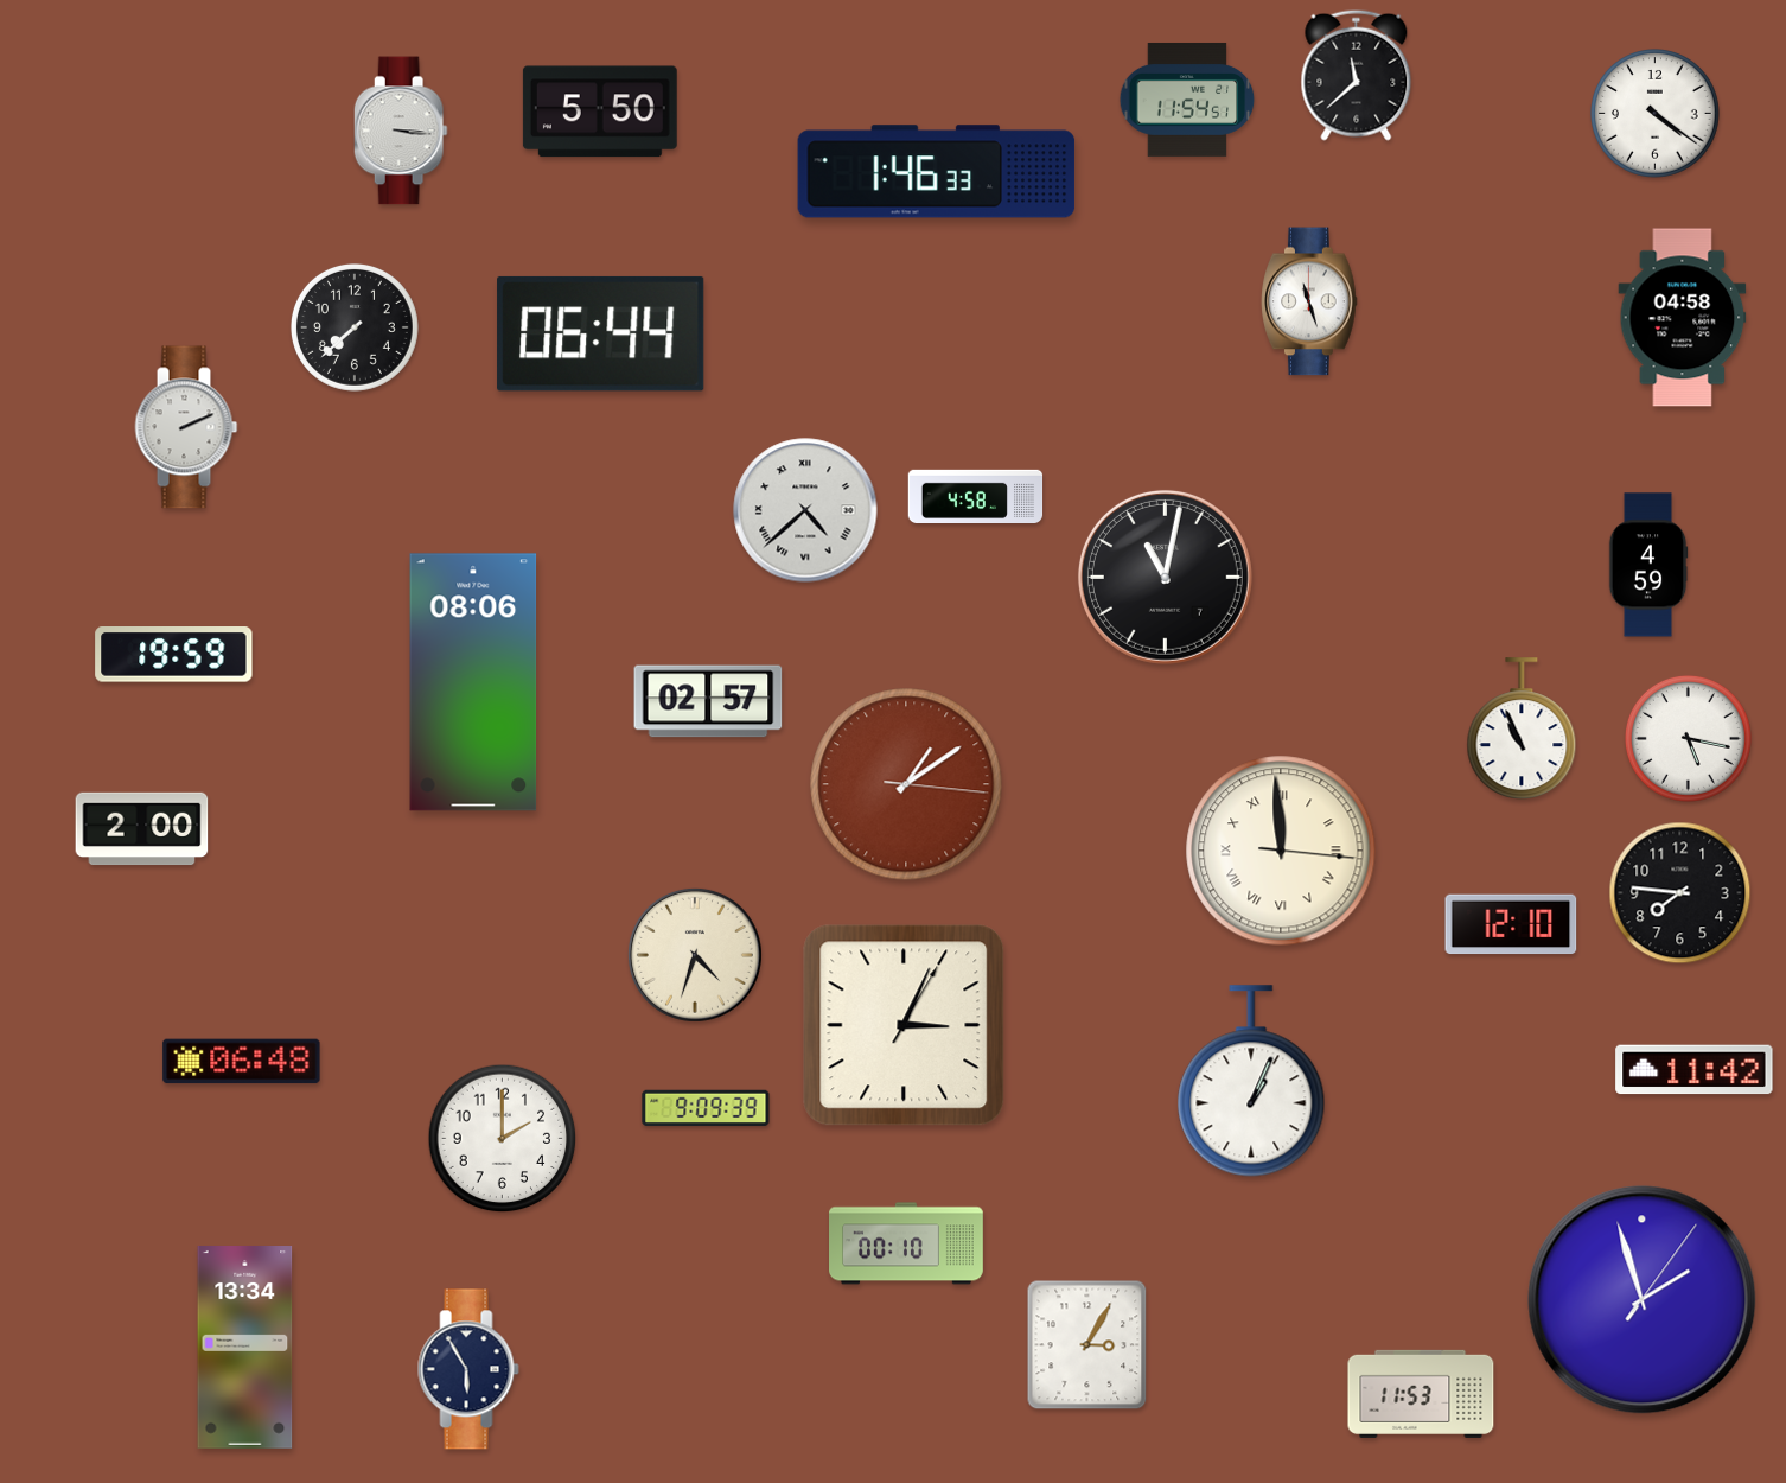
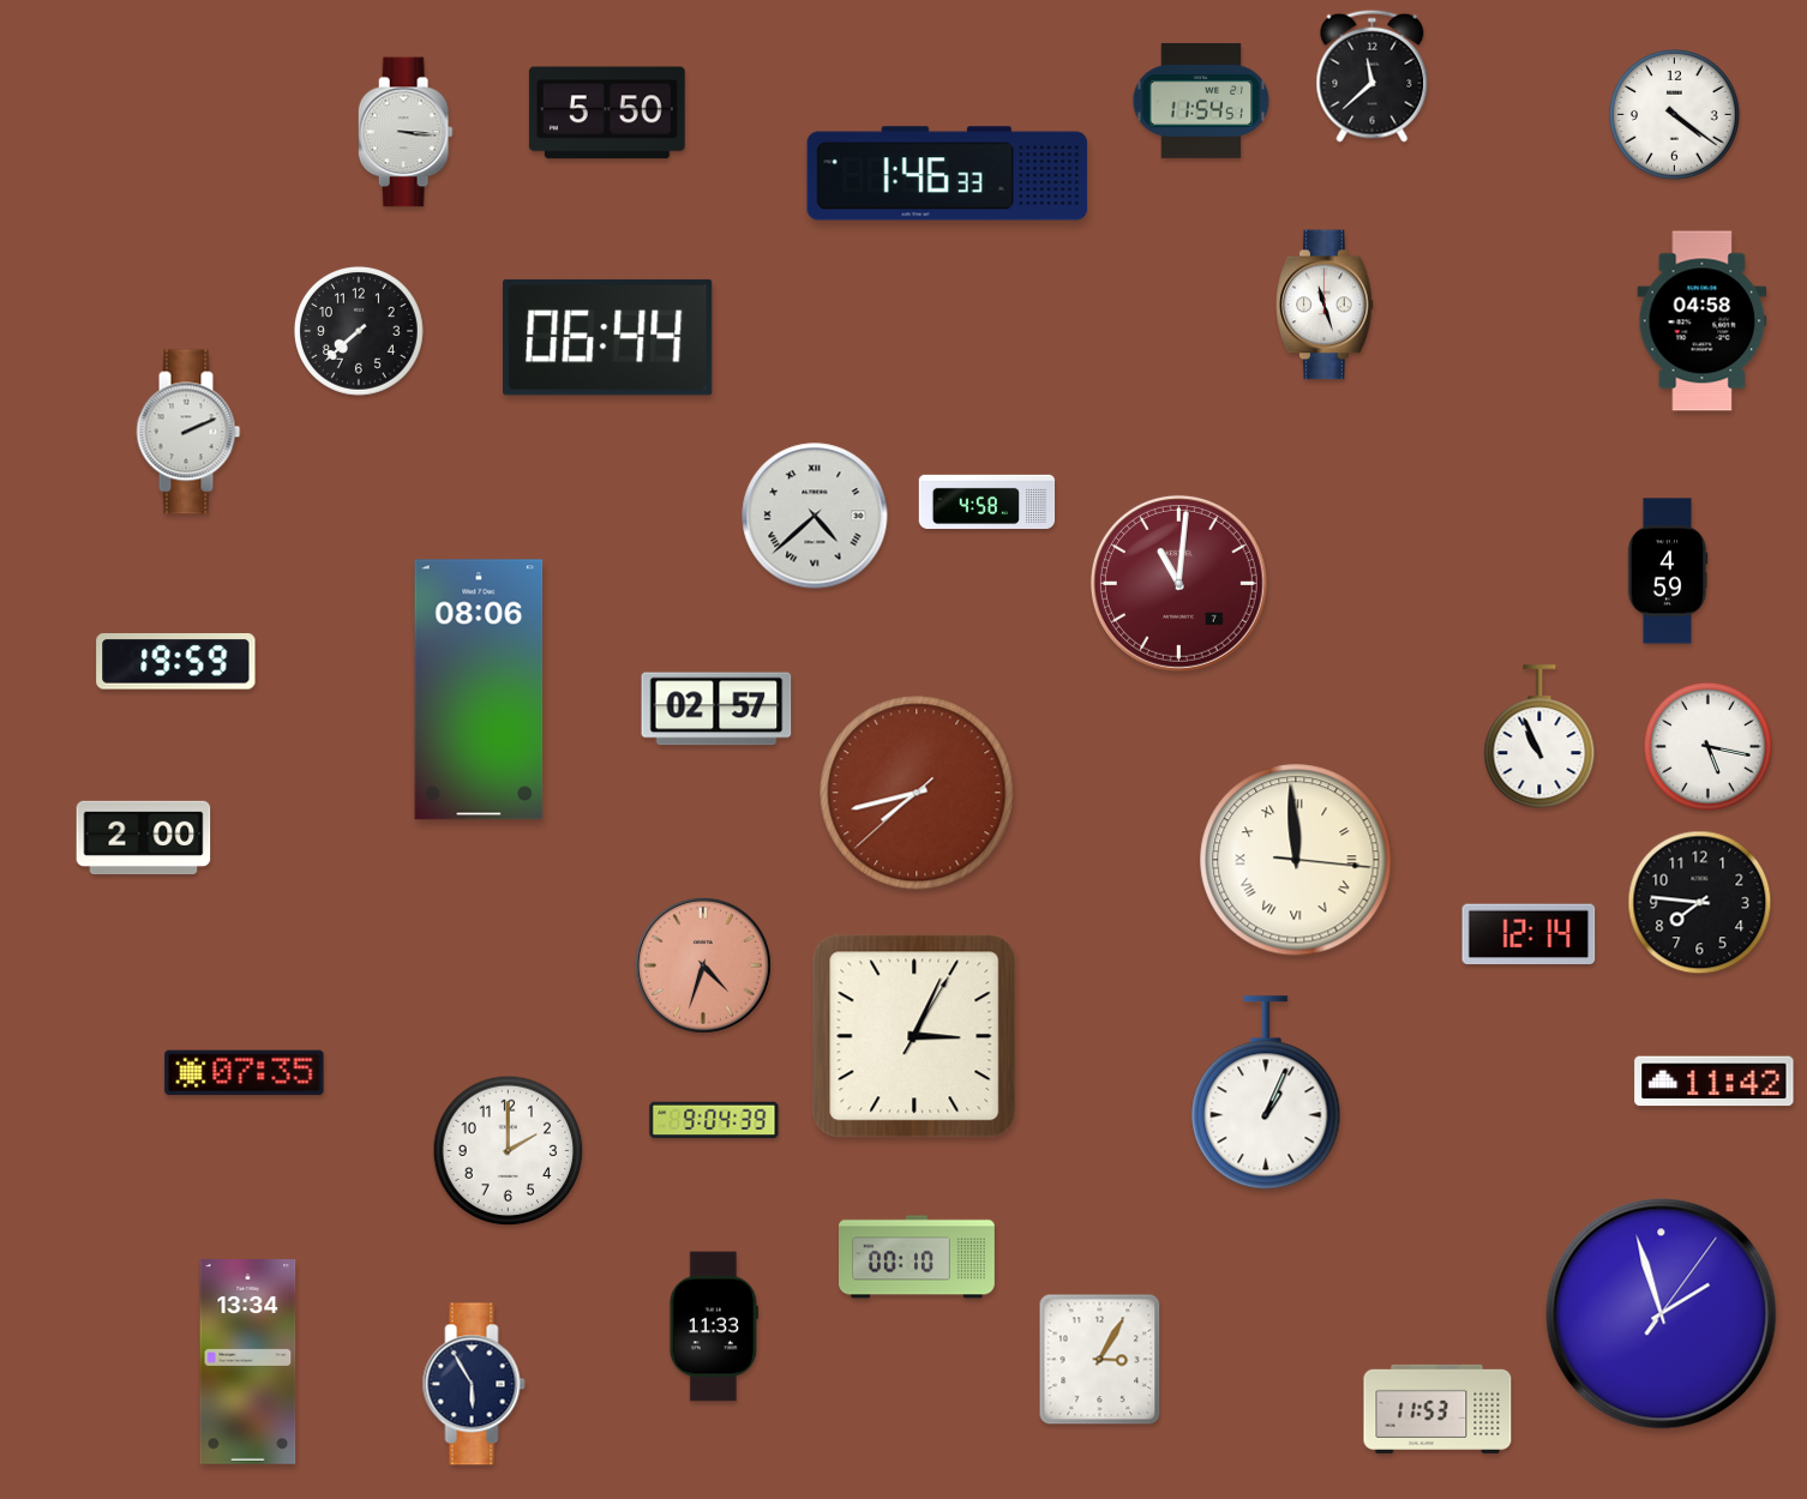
clock at (1165, 577): 11:02 -> 11:01
clock at (1165, 577) dial: black -> burgundy
clock at (906, 784): 1:09 -> 7:42
clock at (1511, 924): 12:10 -> 12:14
clock at (695, 955) dial: cream -> salmon
clock at (242, 1062): 06:48 -> 07:35
clock at (706, 1108): 9:09 -> 9:04
clock at (714, 1326): none -> 11:33
